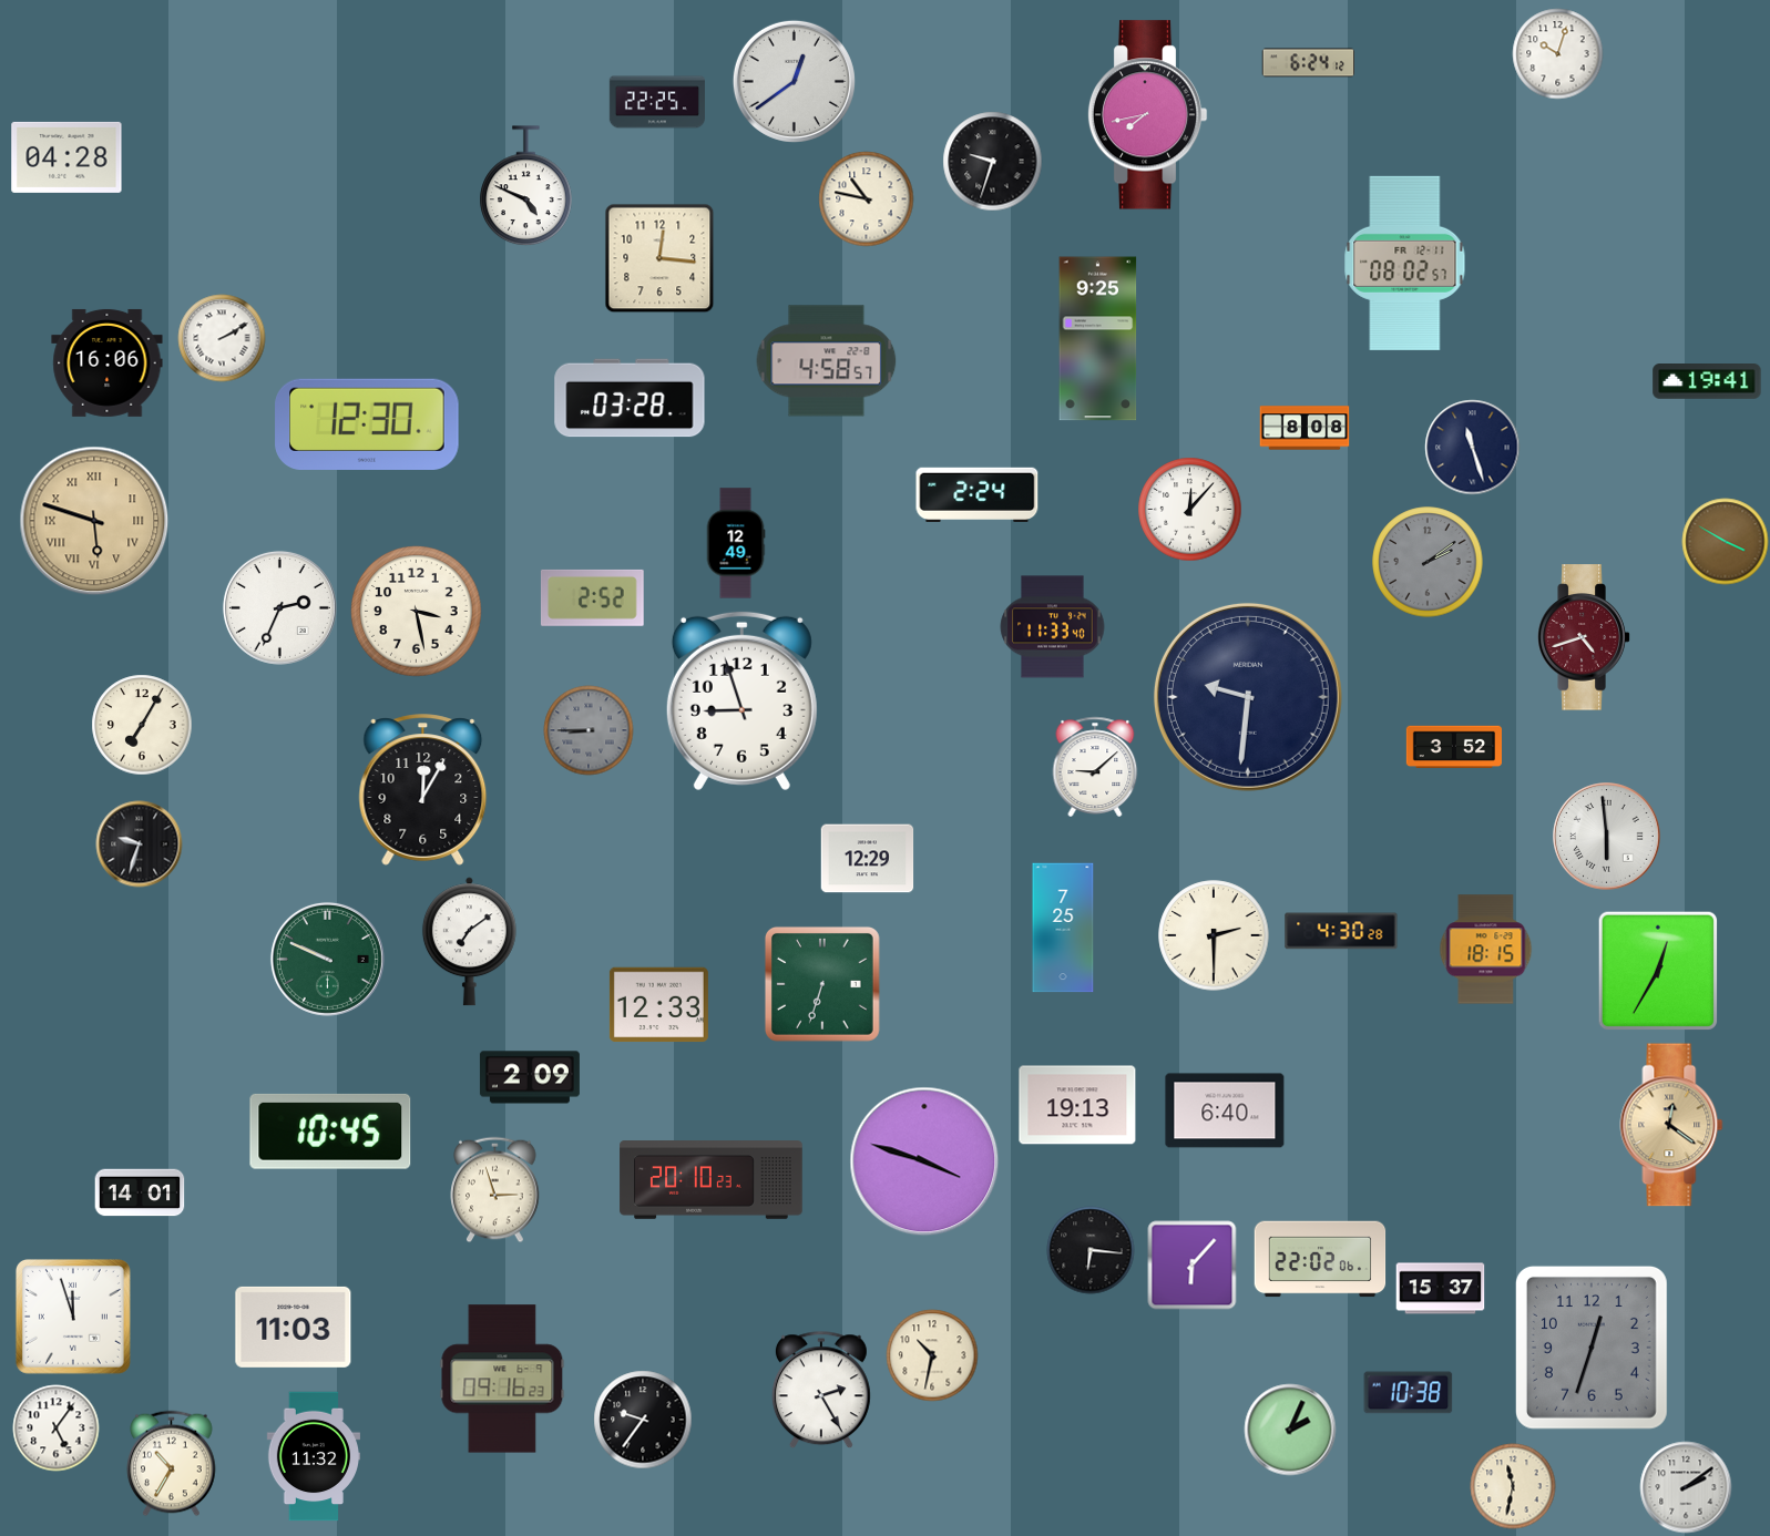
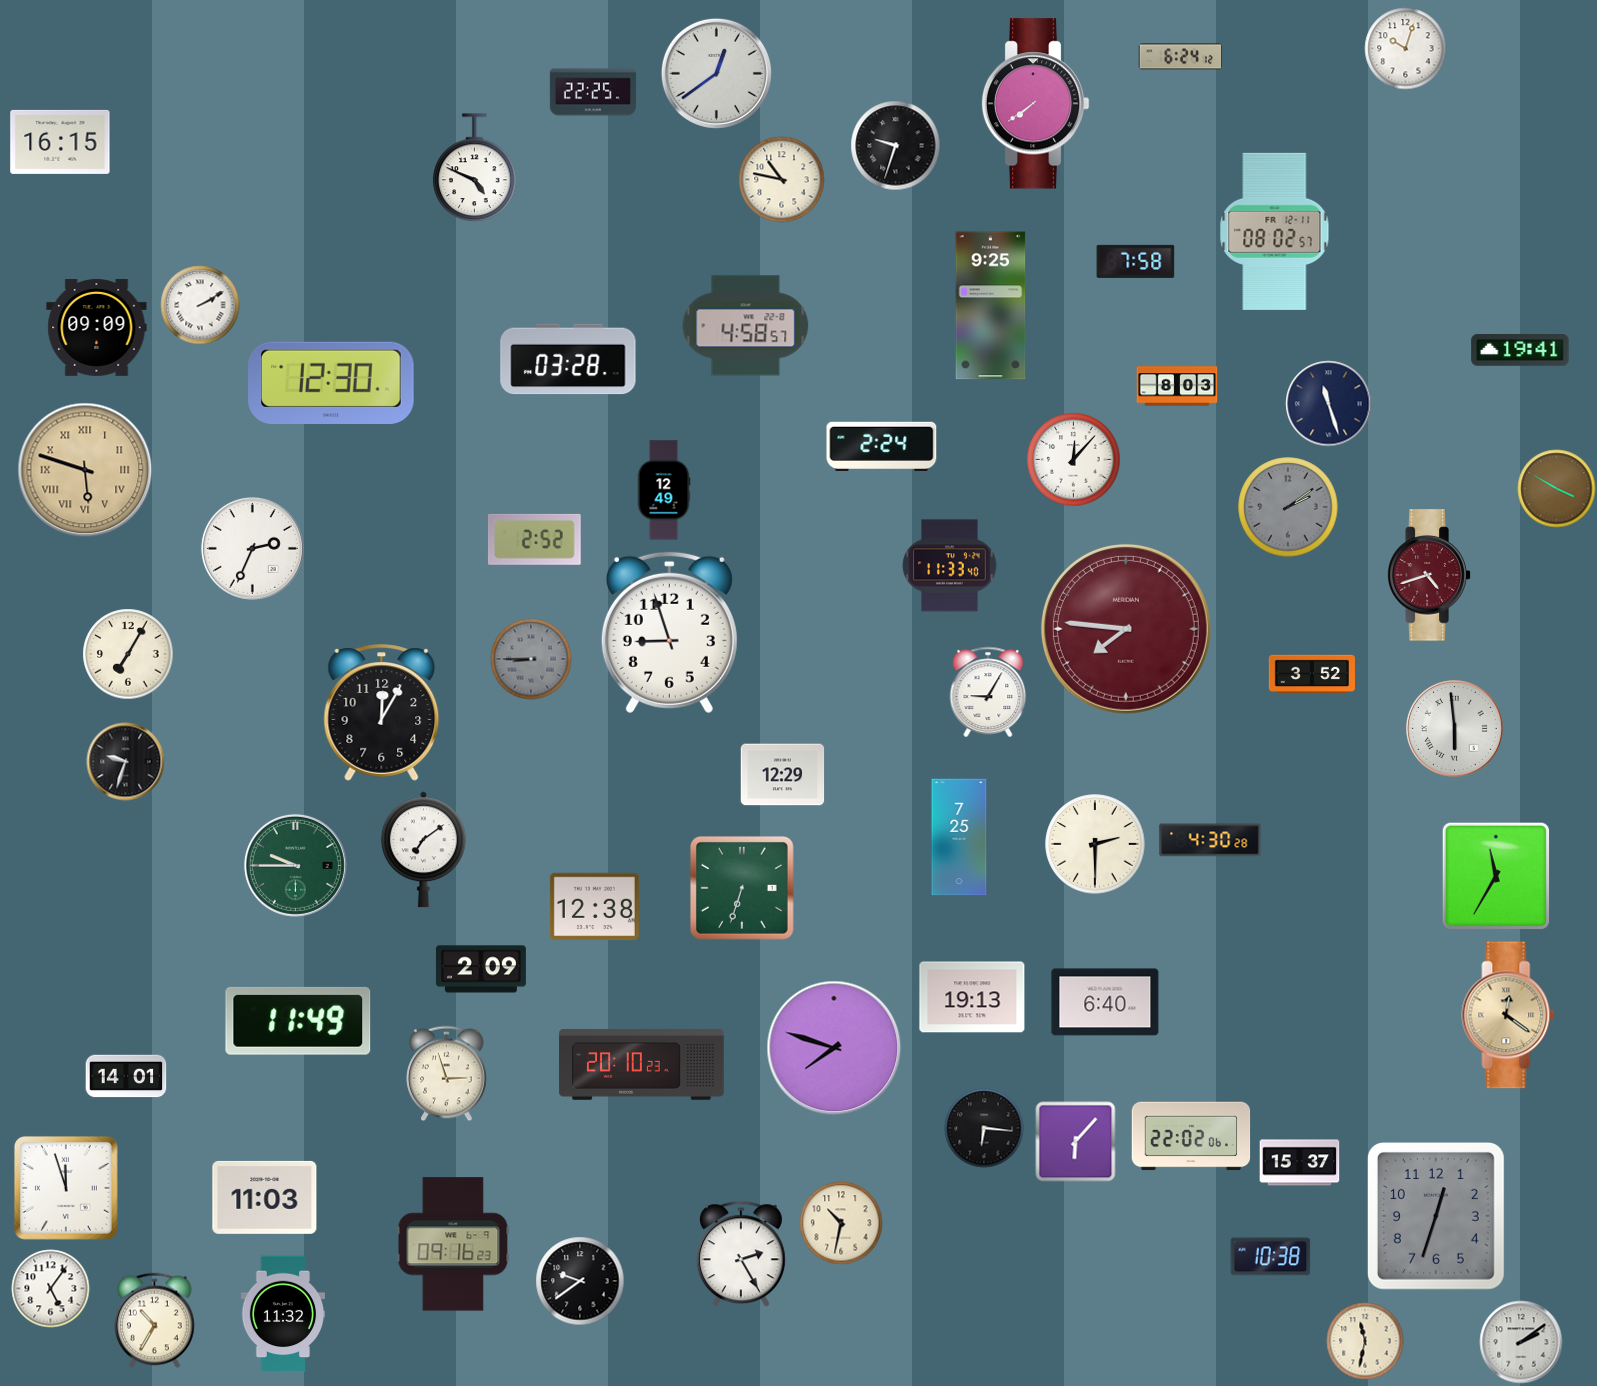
clock at (1147, 115): 7:43 -> 7:39
clock at (66, 157): 04:28 -> 16:15
clock at (659, 258): 12:16 -> none
clock at (1405, 263) position: (1405, 263) -> (1275, 231)
clock at (1136, 261): none -> 7:58
clock at (108, 362): 16:06 -> 09:09
clock at (1707, 382) position: (1707, 382) -> (1520, 351)
clock at (1305, 428): 8:08 -> 8:03
clock at (417, 612): 3:28 -> none
clock at (1248, 697): 9:31 -> 7:46
clock at (1248, 697) dial: navy -> burgundy
clock at (1095, 767): 9:08 -> 9:05
clock at (1607, 837) position: (1607, 837) -> (1455, 729)
clock at (1486, 950): 18:15 -> none
clock at (327, 959): 9:49 -> 9:45
clock at (1657, 970): 12:35 -> 11:35
clock at (658, 1005): 12:33 -> 12:38
clock at (530, 1077) position: (530, 1077) -> (481, 969)
clock at (330, 1131): 10:45 -> 11:49
clock at (924, 1161): 3:48 -> 7:48
clock at (643, 1420): 9:36 -> 9:39
clock at (1290, 1430): 2:04 -> none
